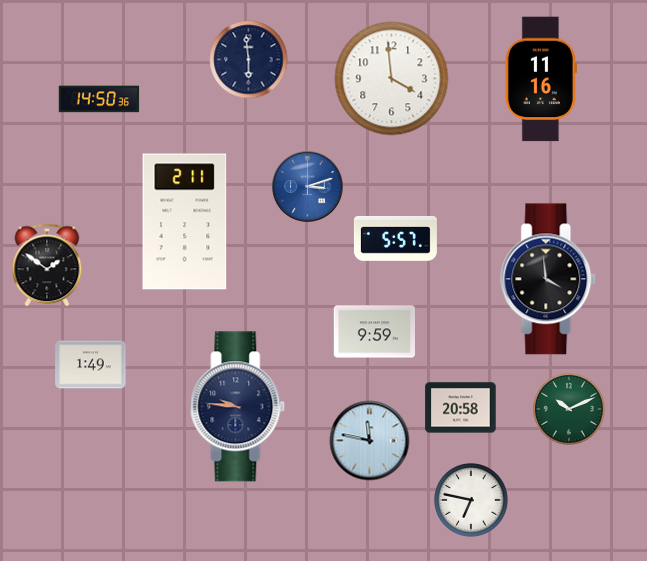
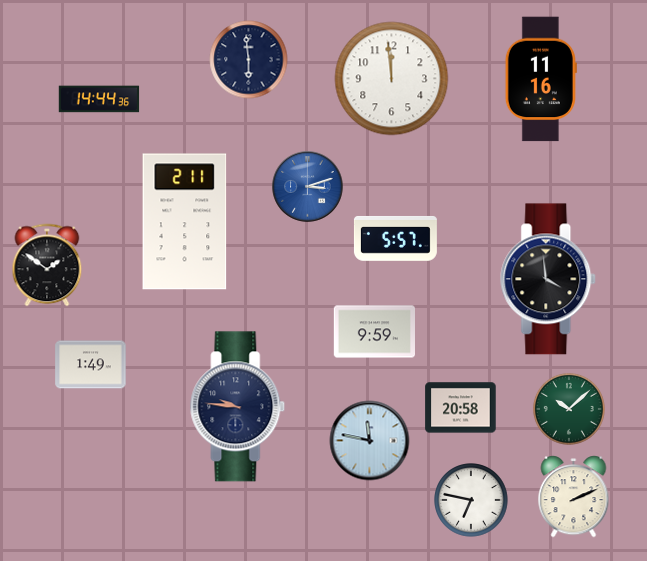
clock at (392, 79): 3:59 -> 11:59
clock at (99, 99): 14:50 -> 14:44
clock at (569, 409): 10:11 -> 10:08
clock at (574, 497): none -> 2:11
